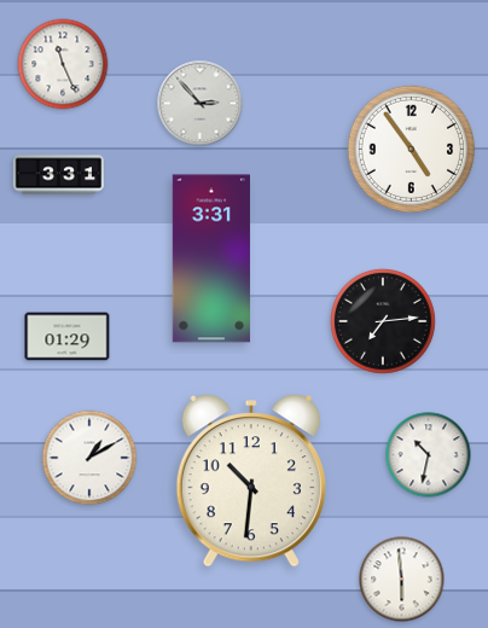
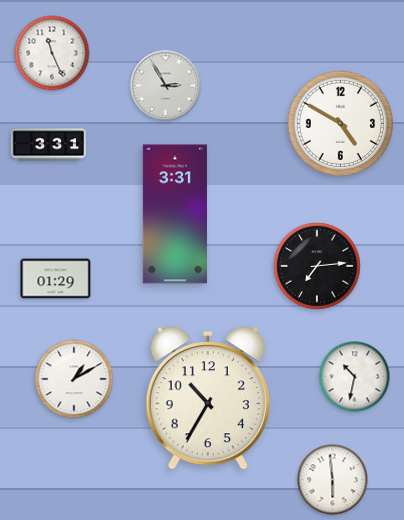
clock at (201, 104): 2:53 -> 2:55
clock at (412, 150): 4:54 -> 4:50
clock at (251, 481): 10:31 -> 10:35
